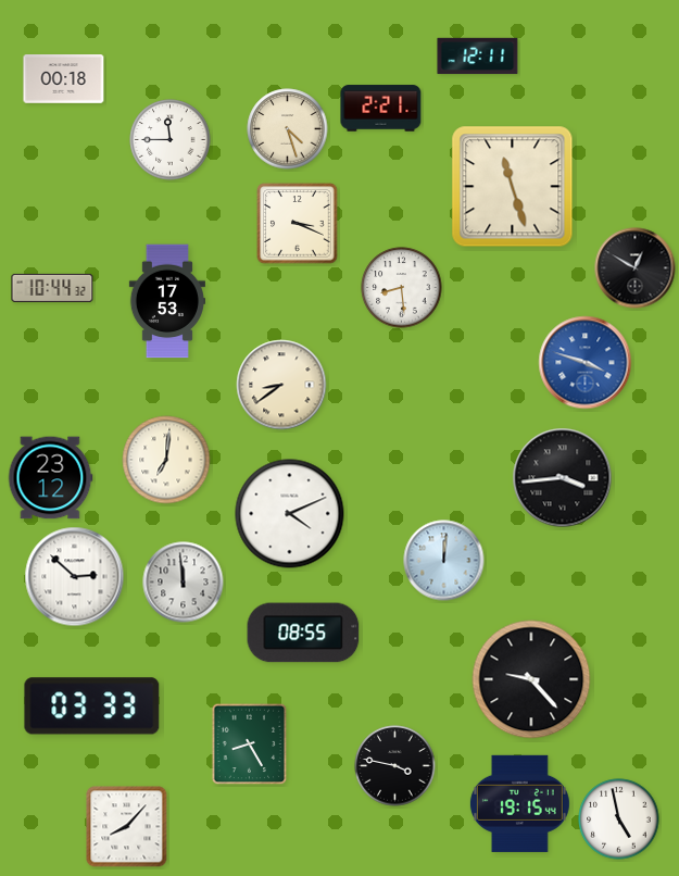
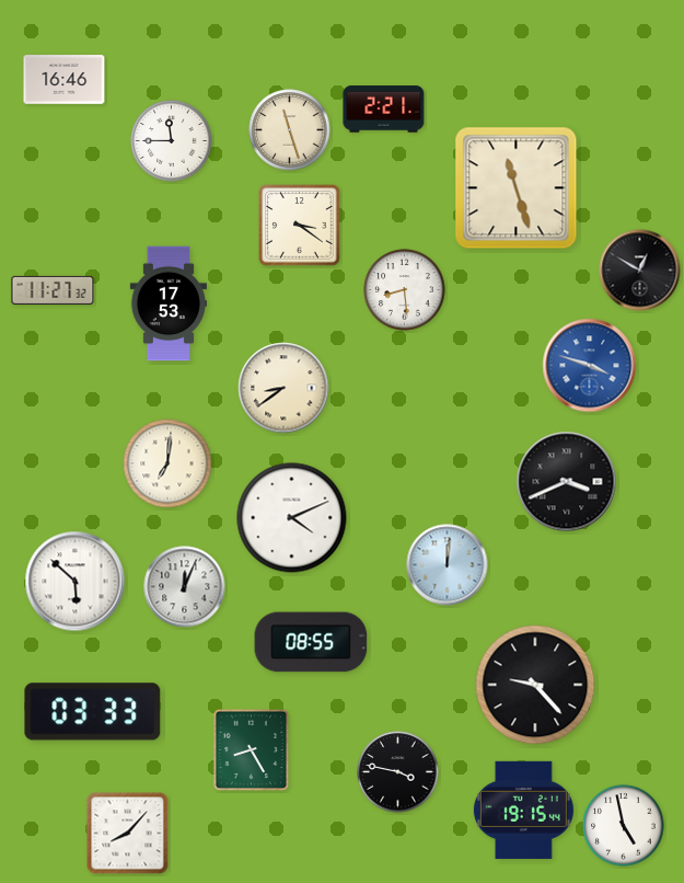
clock at (478, 57): 12:11 -> none
clock at (64, 79): 00:18 -> 16:46
clock at (288, 129): 4:27 -> 11:27
clock at (298, 224): 3:19 -> 3:21
clock at (52, 288): 10:44 -> 11:27
clock at (50, 478): 23:12 -> none
clock at (563, 478): 3:44 -> 3:41
clock at (75, 577): 2:52 -> 5:52
clock at (184, 583): 11:59 -> 12:04
clock at (303, 633) position: (303, 633) -> (311, 642)
